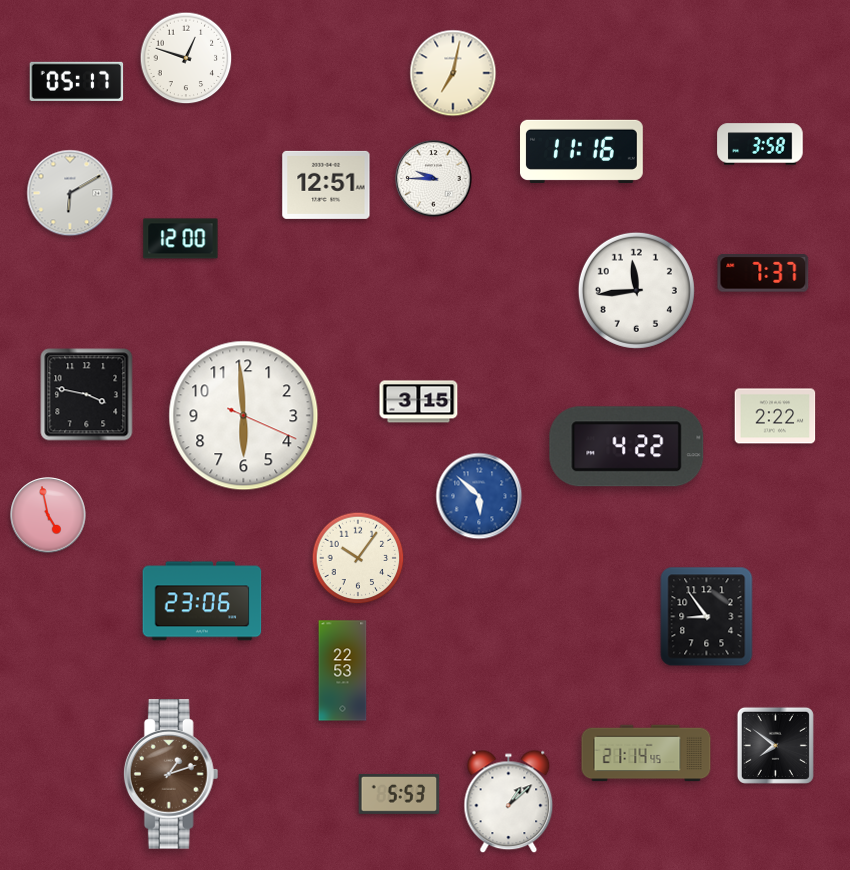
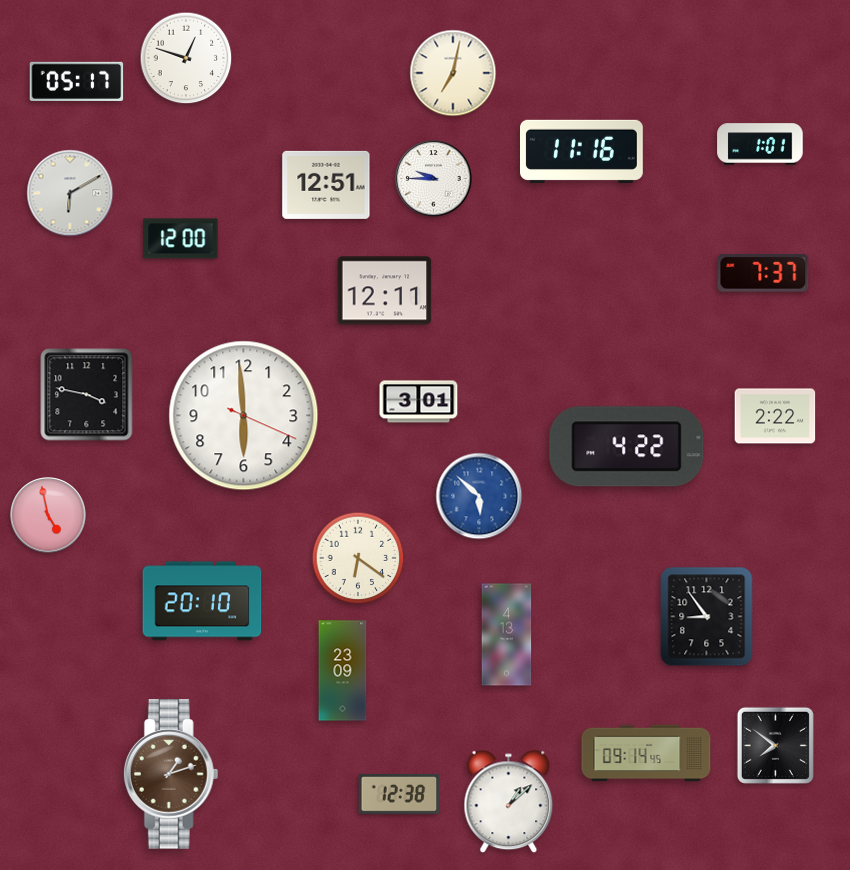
clock at (760, 144): 3:58 -> 1:01
clock at (636, 290): 11:44 -> none
clock at (385, 291): none -> 12:11
clock at (419, 402): 3:15 -> 3:01
clock at (358, 558): 10:06 -> 6:21
clock at (202, 601): 23:06 -> 20:10
clock at (507, 635): none -> 4:13
clock at (343, 671): 22:53 -> 23:09
clock at (646, 753): 21:14 -> 09:14
clock at (399, 794): 5:53 -> 12:38
